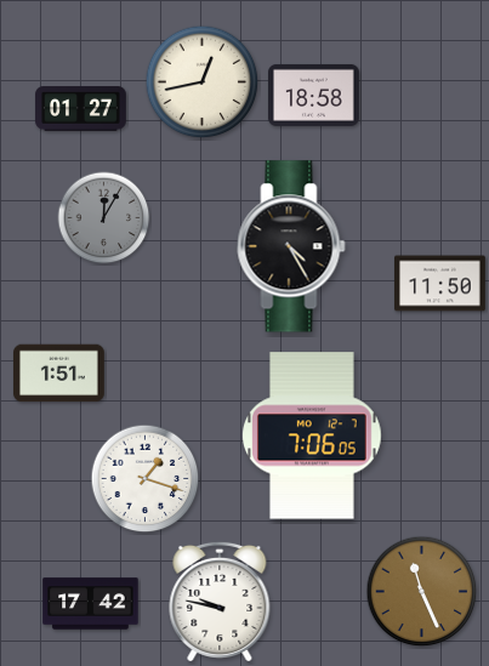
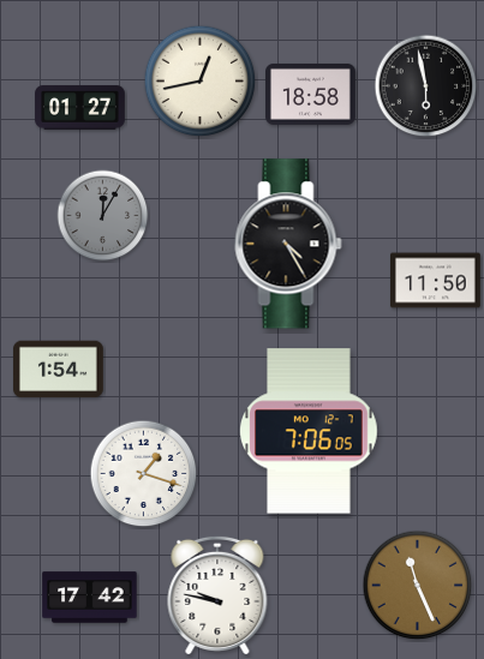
clock at (426, 86): none -> 5:58
clock at (59, 374): 1:51 -> 1:54
